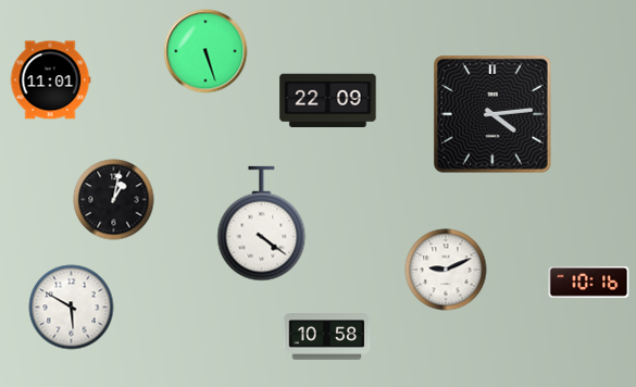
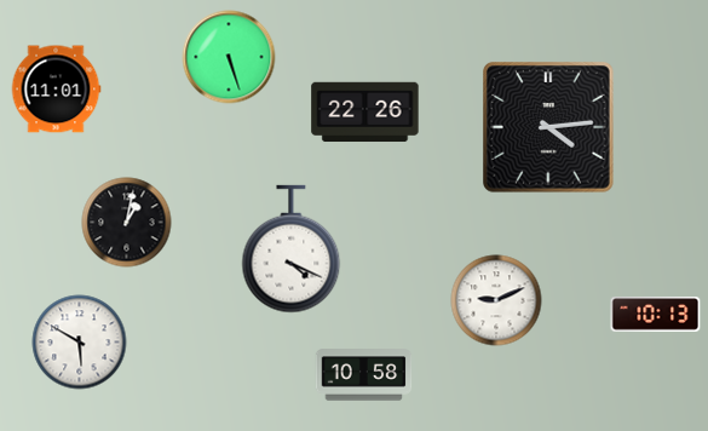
clock at (328, 101): 22:09 -> 22:26
clock at (262, 224): 4:21 -> 4:19
clock at (589, 283): 10:16 -> 10:13
